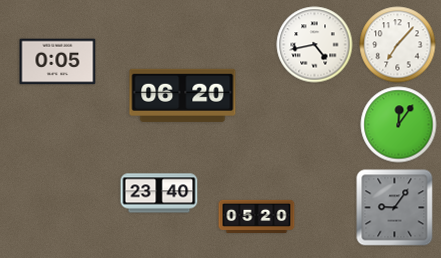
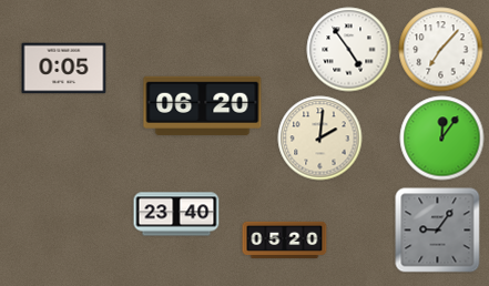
clock at (315, 45): 4:43 -> 4:54
clock at (320, 139): none -> 2:01
